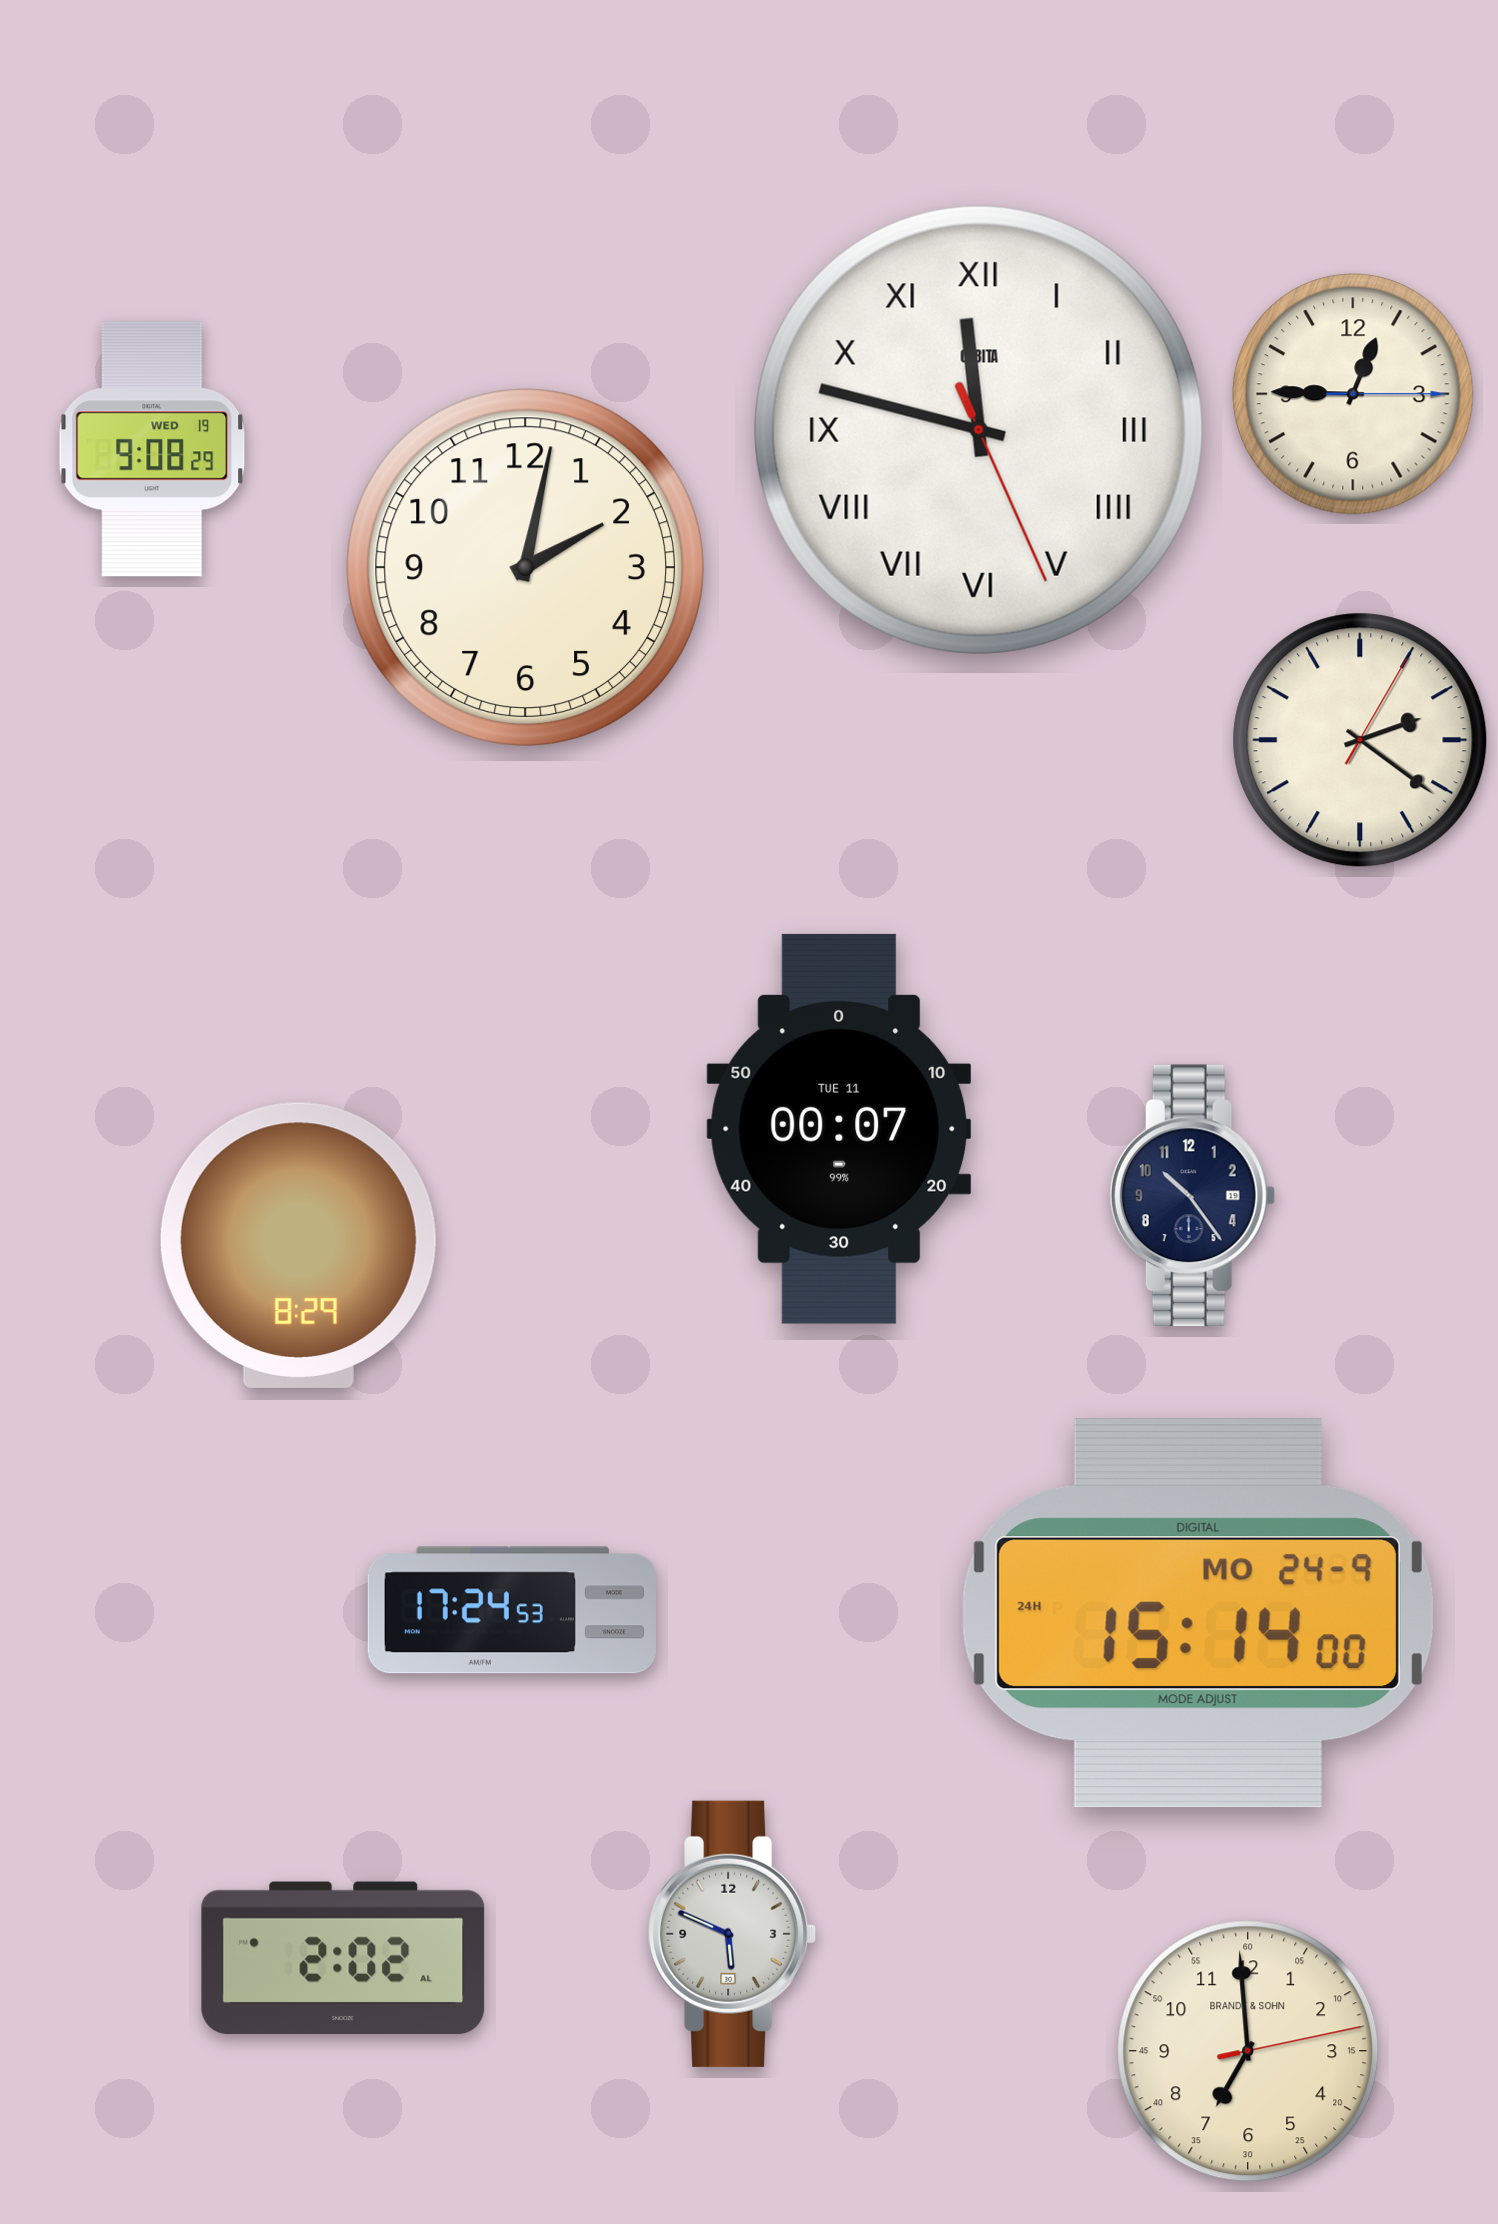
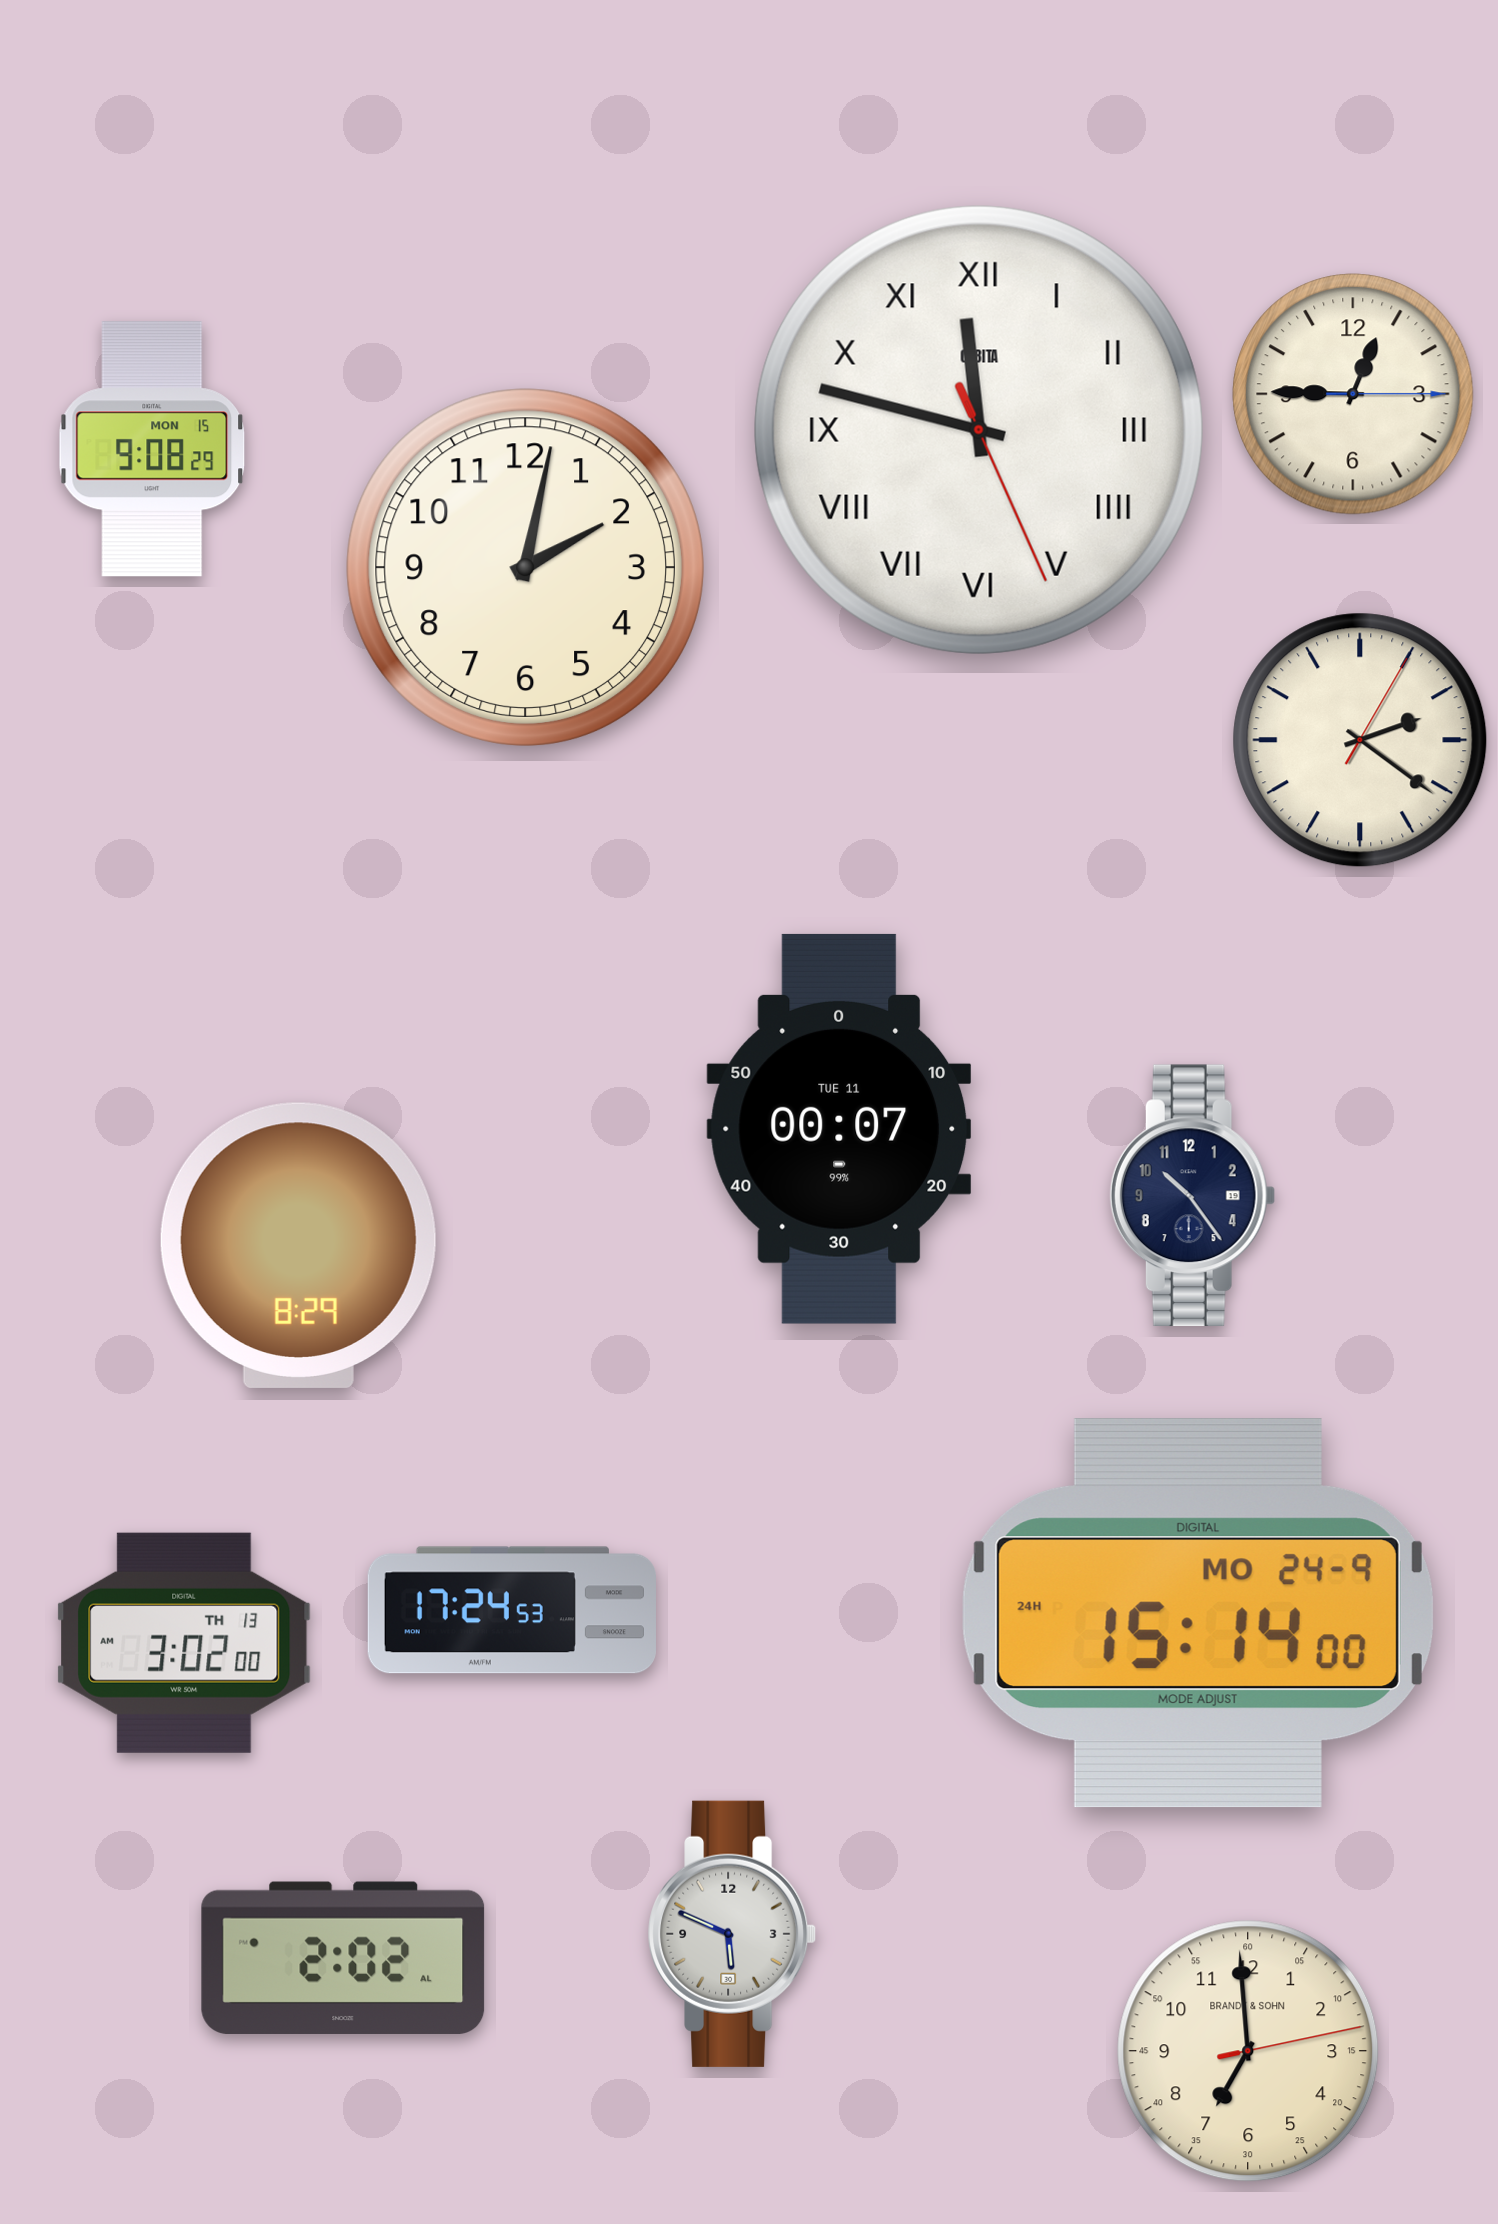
clock at (152, 449) date: WED 19 -> MON 15
clock at (184, 1643): none -> 3:02
